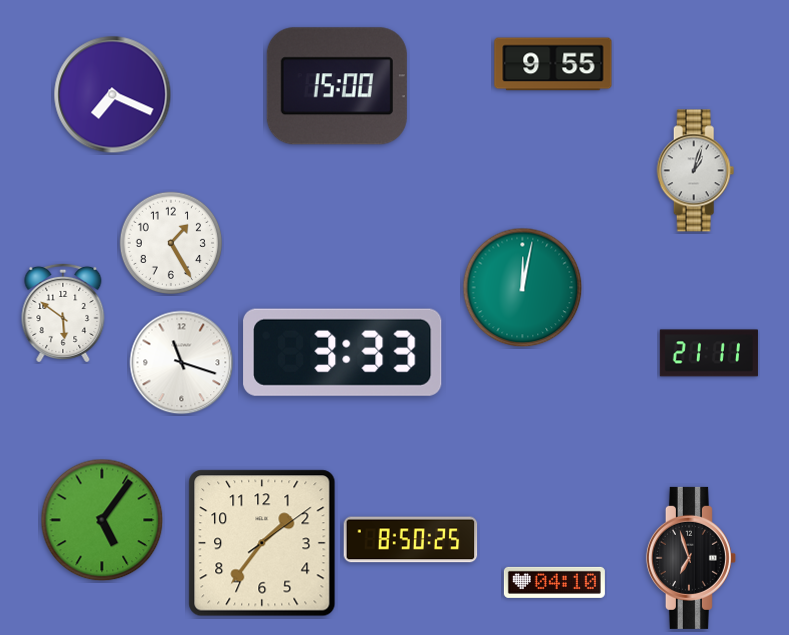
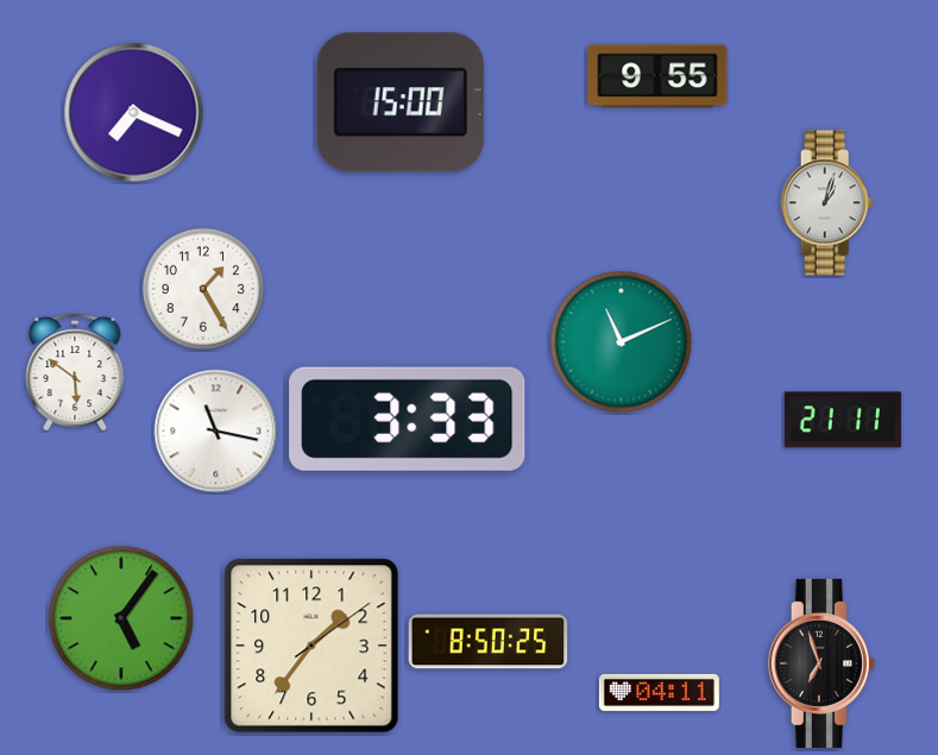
clock at (523, 288): 12:02 -> 11:11
clock at (182, 363): 11:18 -> 11:17
clock at (554, 582): 04:10 -> 04:11
